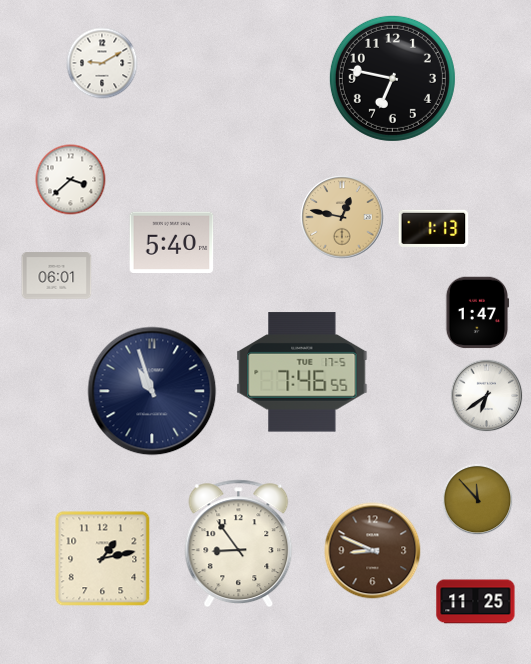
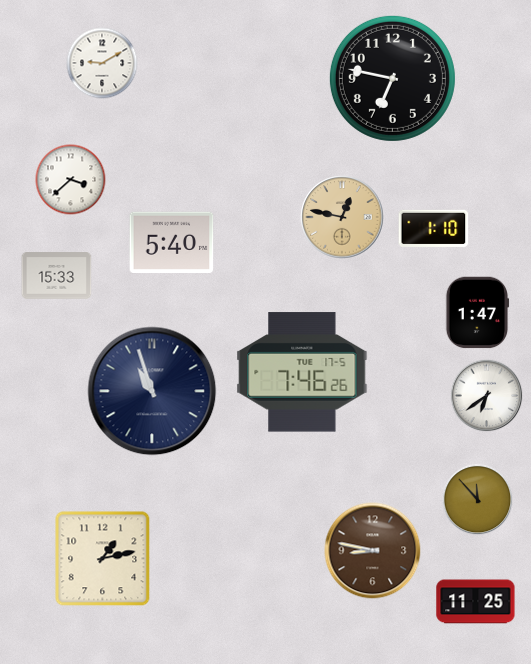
clock at (434, 228): 1:13 -> 1:10
clock at (57, 276): 06:01 -> 15:33
clock at (302, 372): 7:46:55 -> 7:46:26
clock at (239, 544): 8:54 -> none
clock at (373, 551): 8:49 -> 8:47
